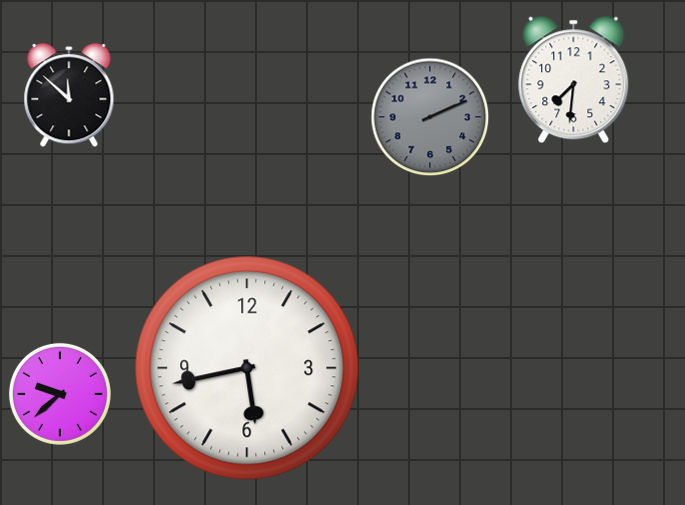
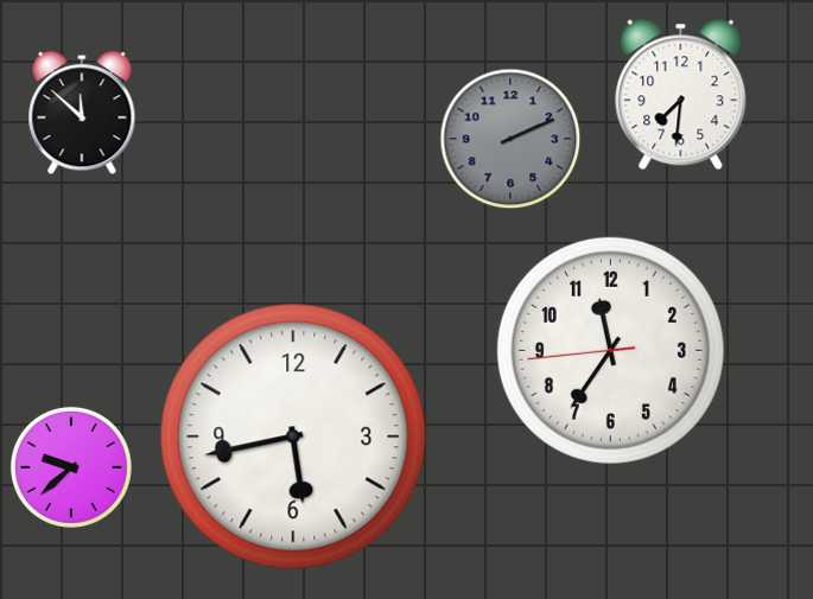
clock at (610, 350): none -> 11:35
